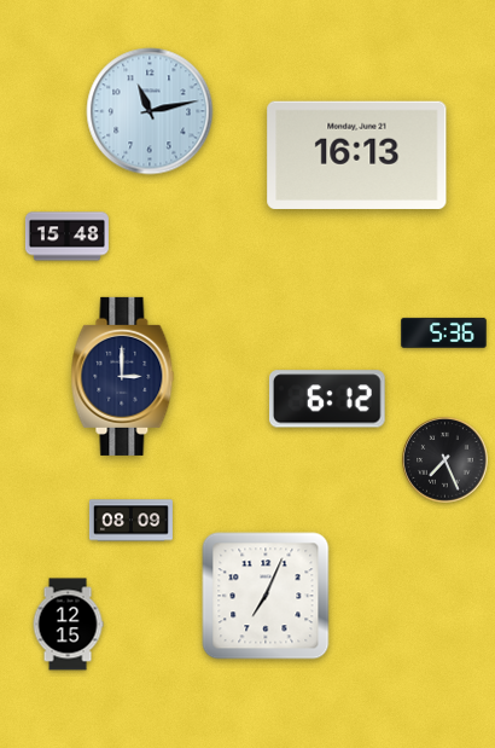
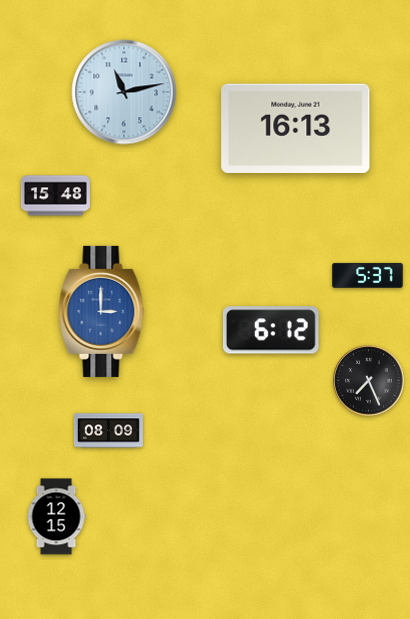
clock at (444, 332): 5:36 -> 5:37
clock at (123, 376) dial: navy -> blue
clock at (266, 596): 7:04 -> none
